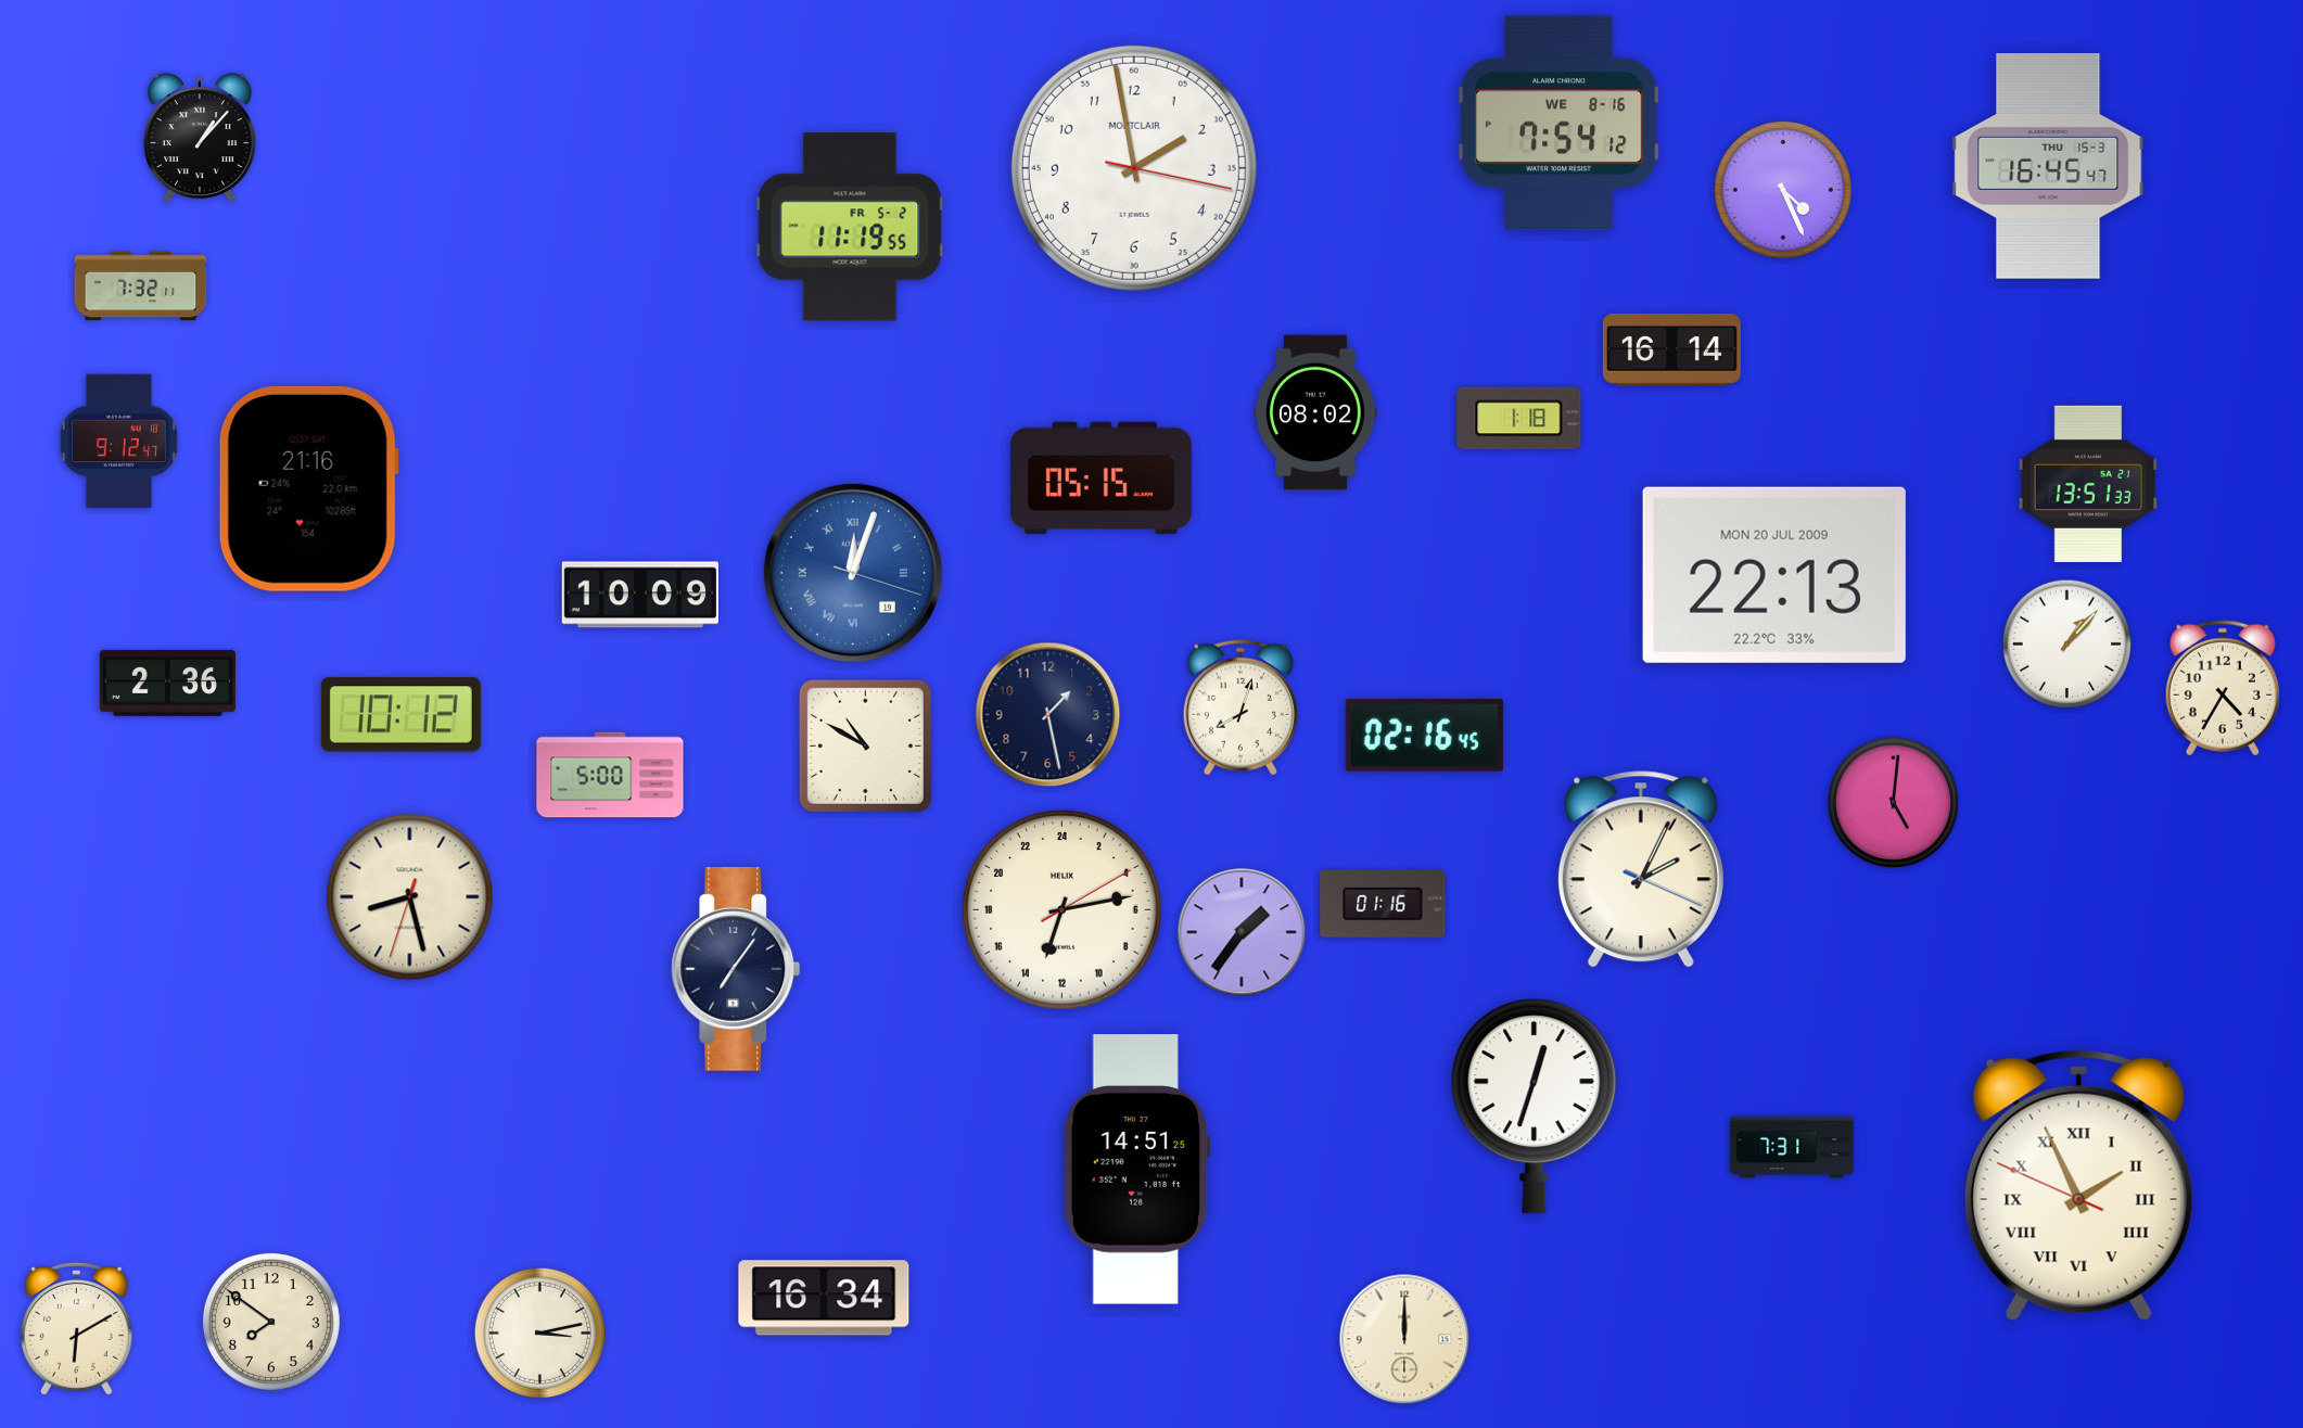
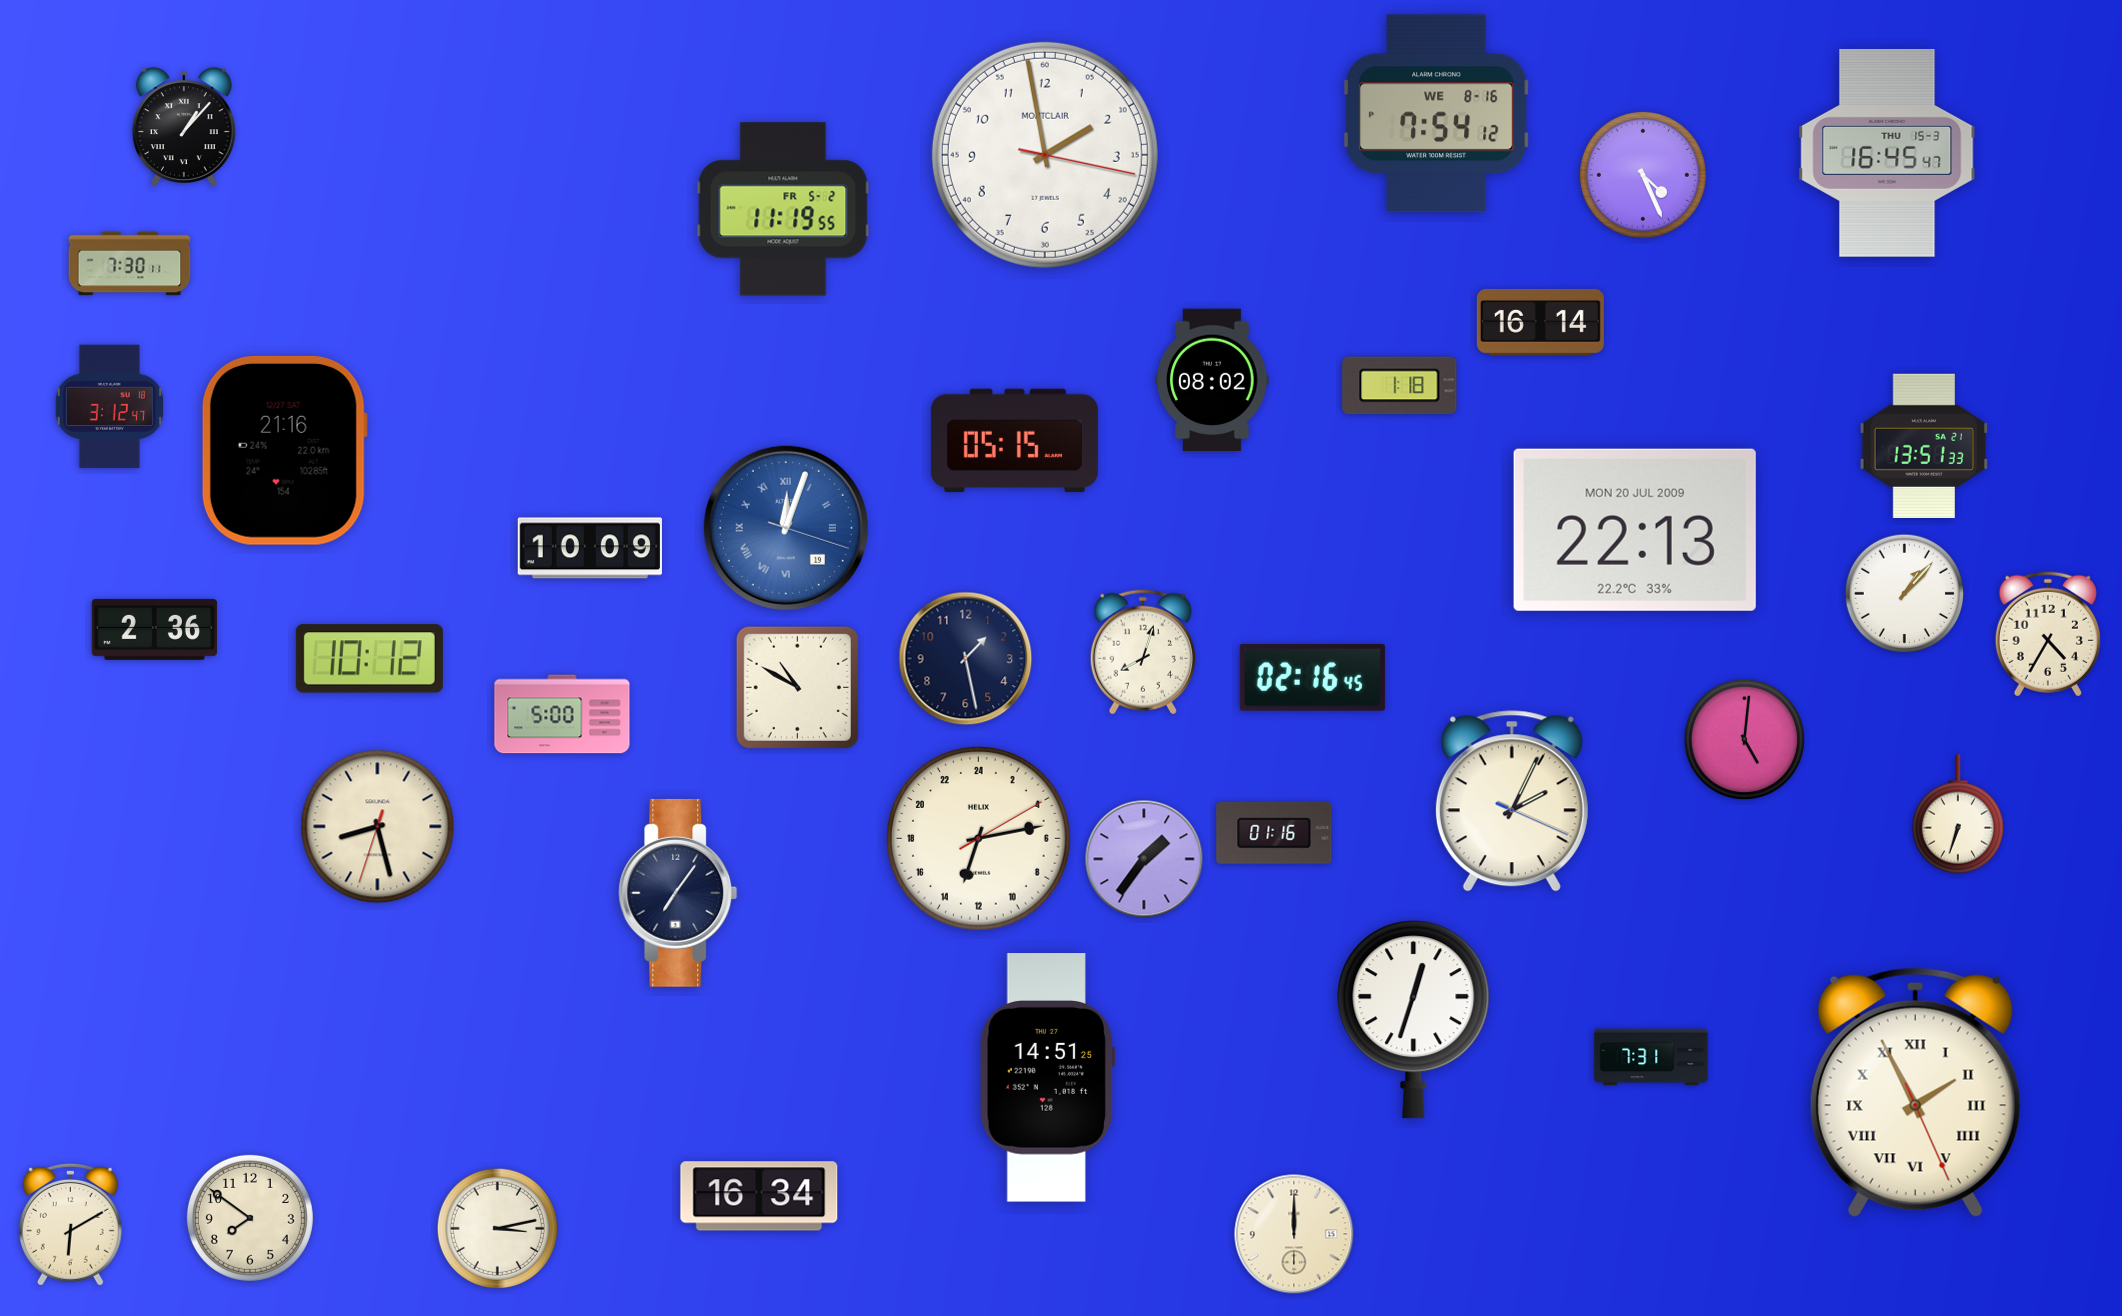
clock at (141, 286): 7:32 -> 7:30
clock at (118, 442): 9:12 -> 3:12
clock at (1958, 814): none -> 6:33
clock at (2078, 1186): 1:55:49 -> 1:55:26
